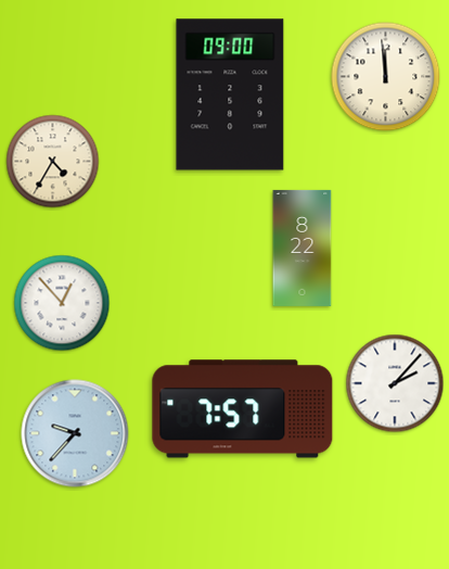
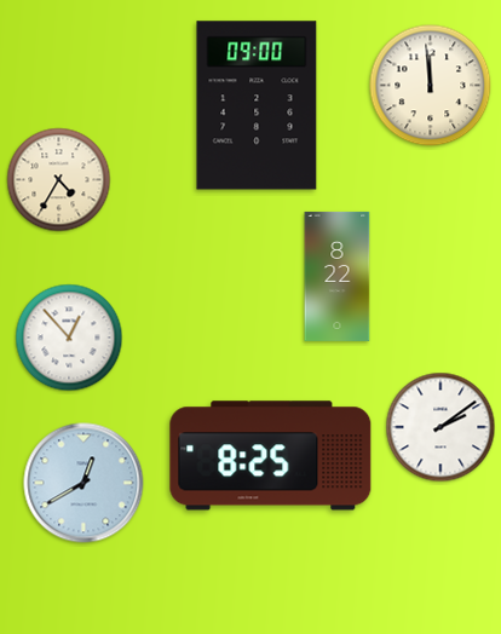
clock at (395, 383): 2:07 -> 2:09
clock at (243, 409): 7:57 -> 8:25
clock at (75, 433): 9:37 -> 12:40
